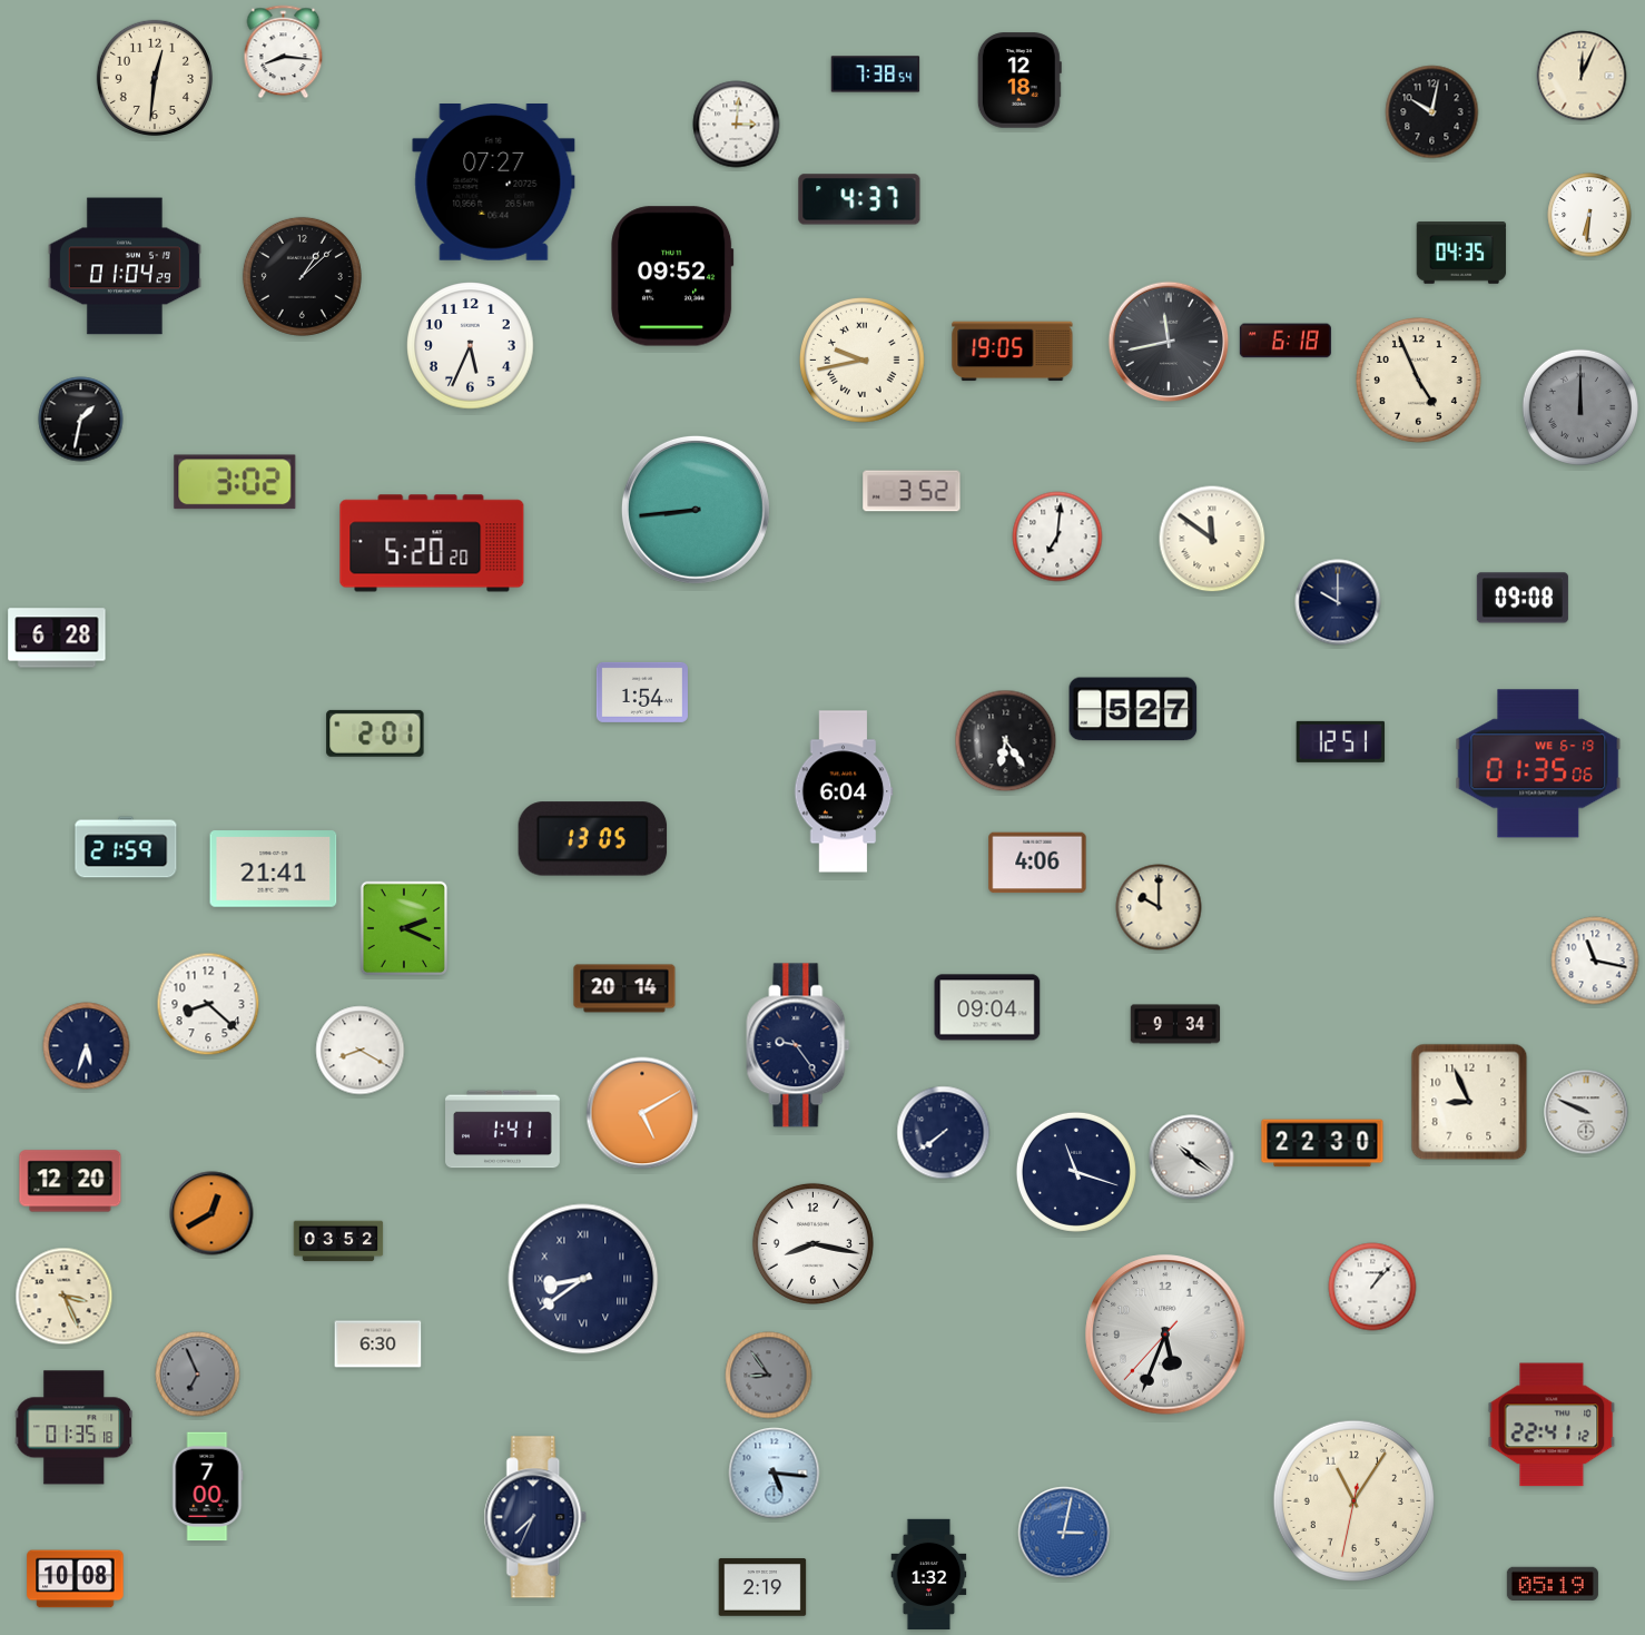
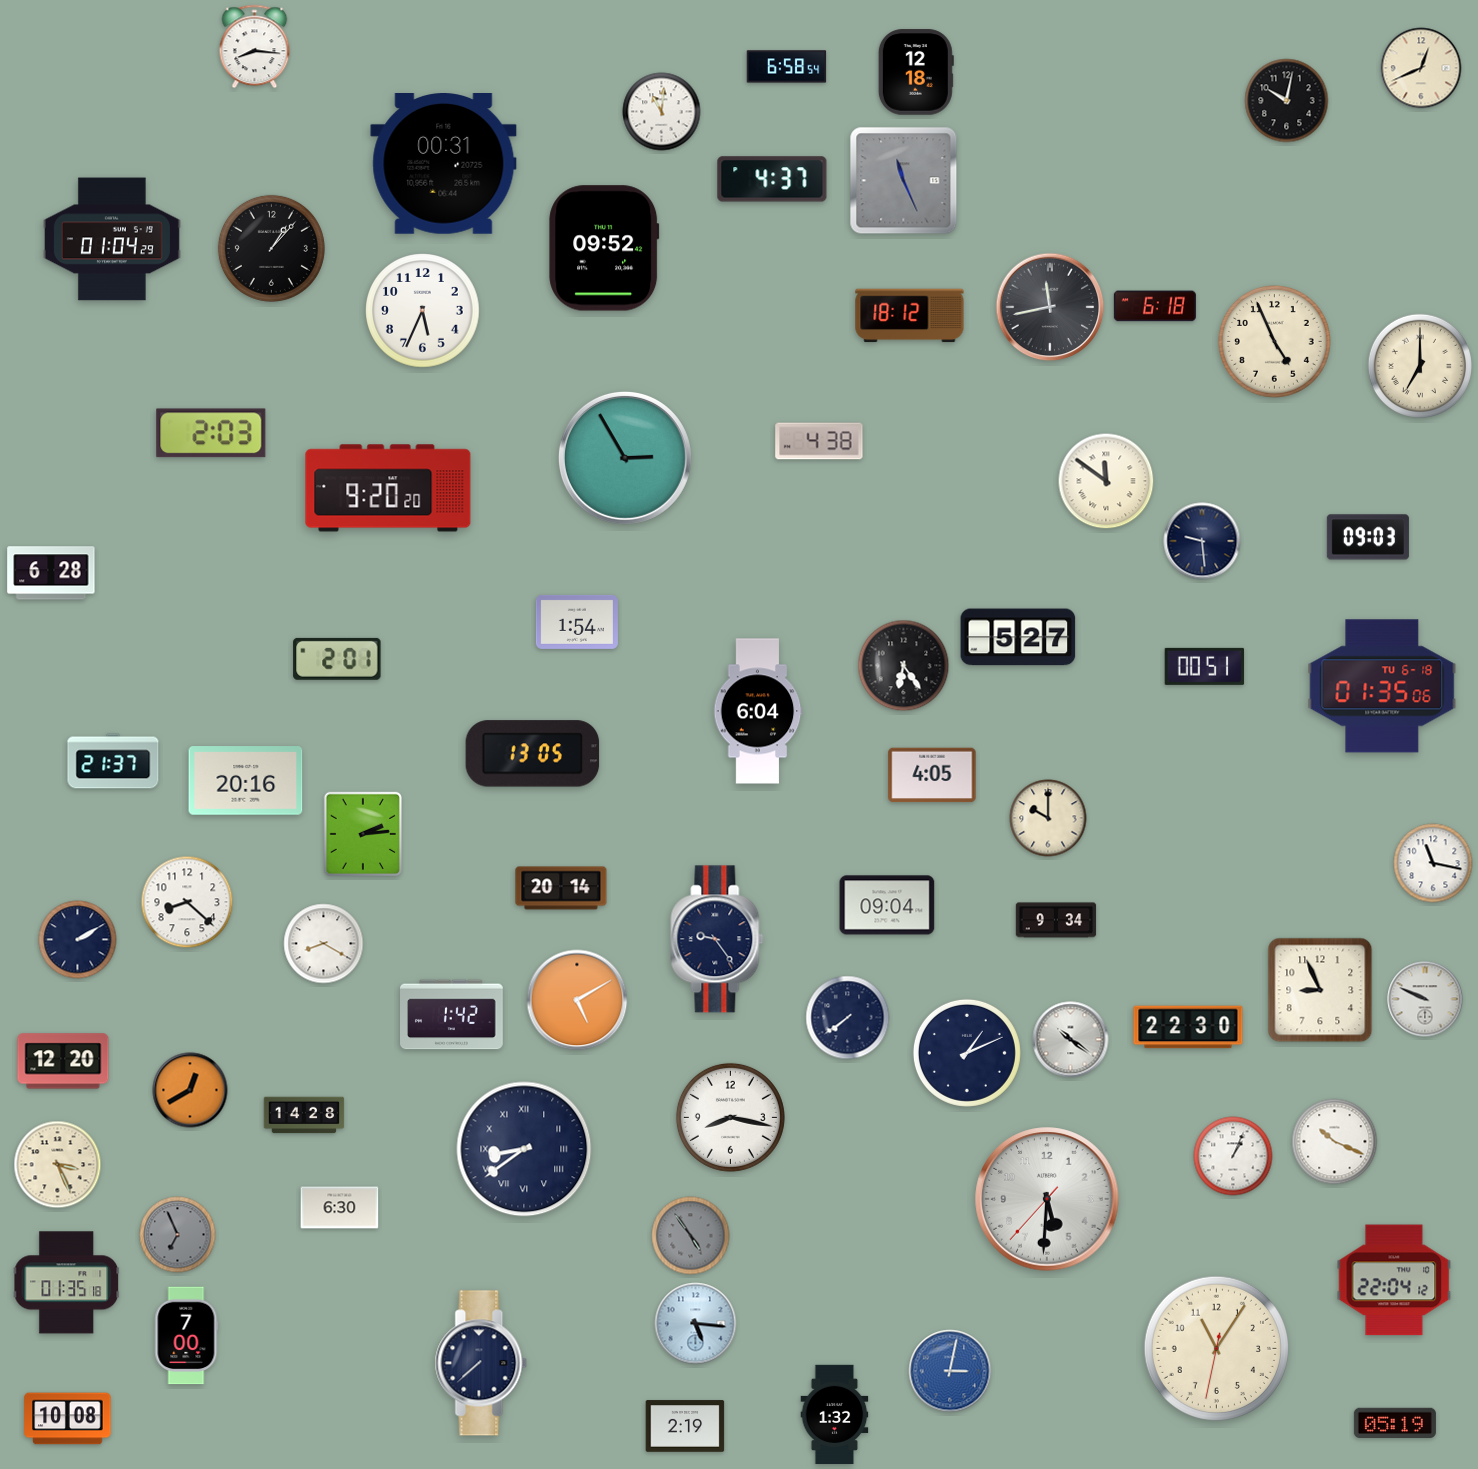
clock at (876, 75): 7:38 -> 6:58
clock at (1582, 76): 12:04 -> 12:41
clock at (155, 78): 12:31 -> none
clock at (737, 125): 3:01 -> 11:01
clock at (494, 183): 07:27 -> 00:31
clock at (904, 181): none -> 11:26
clock at (1589, 215): 6:31 -> none
clock at (1461, 254): 04:35 -> none
clock at (302, 276): 1:08 -> 1:07
clock at (1013, 352): 19:05 -> 18:12
clock at (863, 361): 9:43 -> none
clock at (1580, 407): 12:00 -> 7:00
clock at (1580, 407) dial: grey -> cream
clock at (81, 420): 1:32 -> none
clock at (235, 482): 3:02 -> 2:03
clock at (912, 491): 3:52 -> 4:38
clock at (696, 510): 8:44 -> 2:55
clock at (1057, 536): 7:01 -> none
clock at (1212, 539) position: (1212, 539) -> (1106, 481)
clock at (432, 543): 5:20 -> 9:20
clock at (1523, 598): 09:08 -> 09:03
clock at (1338, 602): 10:00 -> 9:29
clock at (1341, 741): 12:51 -> 00:51
clock at (1538, 764) date: WE 6-19 -> TU 6-18
clock at (126, 847): 21:59 -> 21:37
clock at (1037, 863): 4:06 -> 4:05
clock at (274, 869): 21:41 -> 20:16
clock at (1159, 907) position: (1159, 907) -> (1048, 818)
clock at (403, 927): 2:19 -> 2:14
clock at (87, 1046): 5:33 -> 2:10
clock at (503, 1130): 1:41 -> 1:42
clock at (1076, 1172): 11:18 -> 1:11
clock at (338, 1241): 03:52 -> 14:28
clock at (1335, 1142): none -> 10:19
clock at (1372, 1287): 1:07 -> 1:04
clock at (1165, 1334): 5:33 -> 5:30
clock at (769, 1376): 8:54 -> 4:54
clock at (1552, 1425): 22:41 -> 22:04
clock at (535, 1517): 7:34 -> 7:38
clock at (1064, 1533) position: (1064, 1533) -> (950, 1371)
